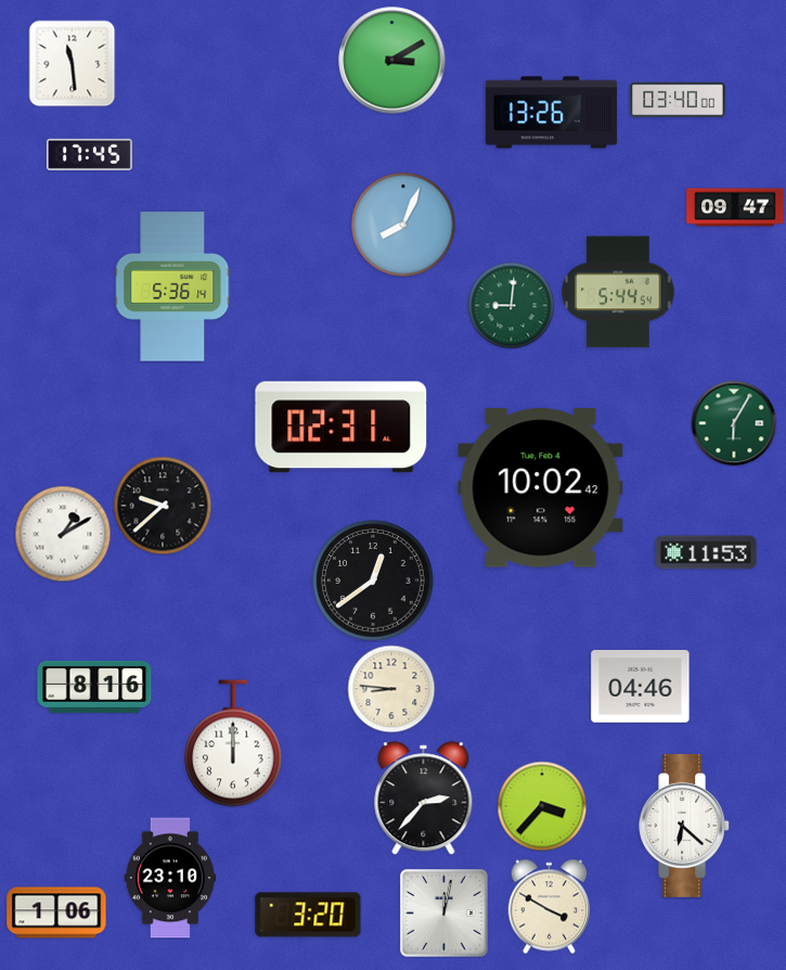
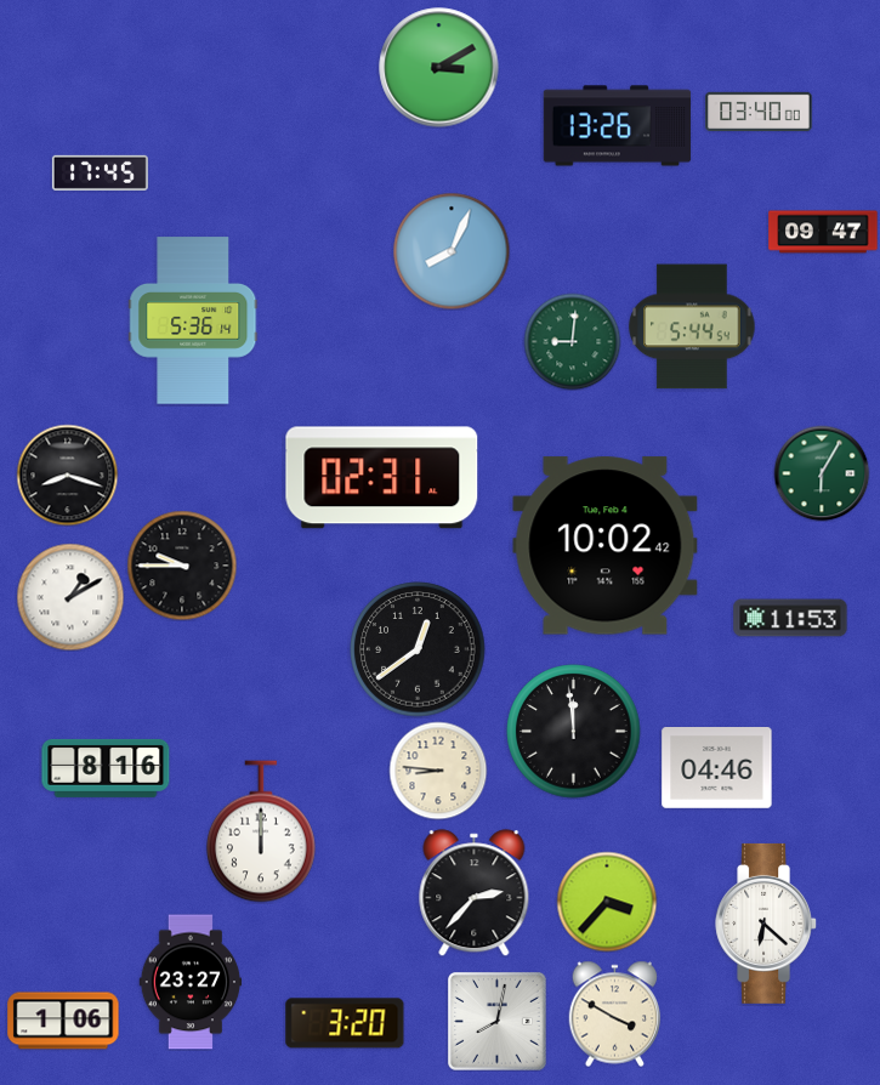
clock at (72, 63): 11:29 -> none
clock at (67, 475): none -> 8:18
clock at (163, 506): 9:38 -> 9:45
clock at (574, 732): none -> 11:59
clock at (170, 878): 23:10 -> 23:27
clock at (444, 914): 12:02 -> 8:02
